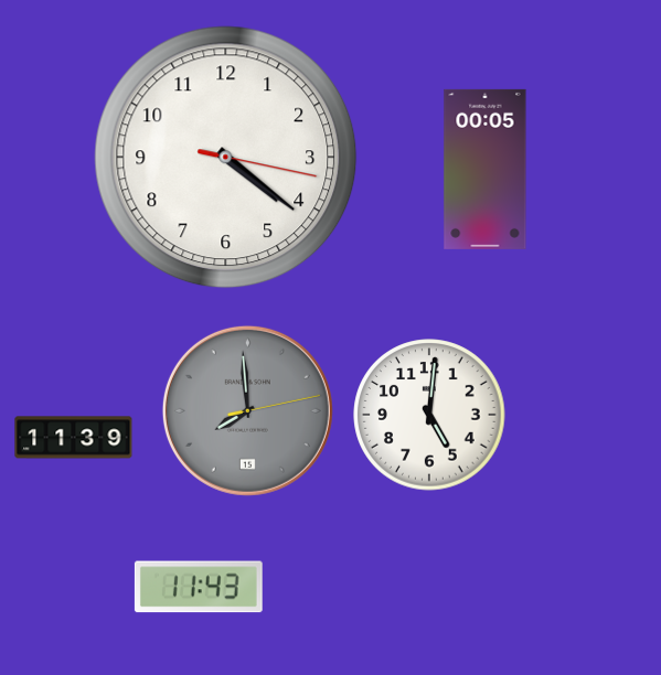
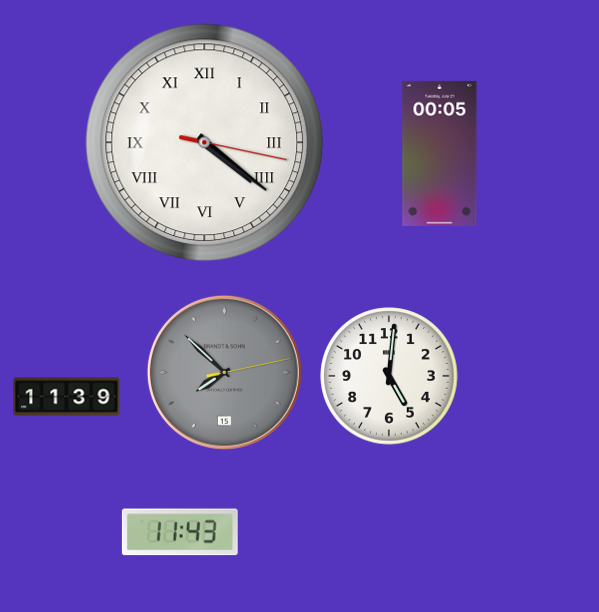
clock at (226, 158) numerals: Arabic -> Roman
clock at (247, 410): 7:59 -> 7:52
